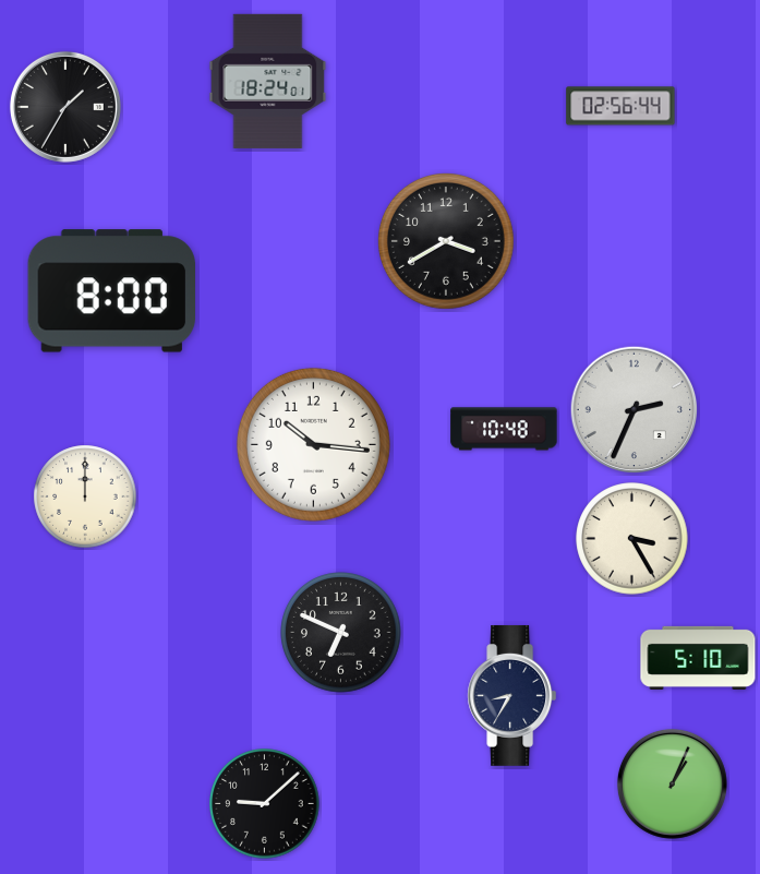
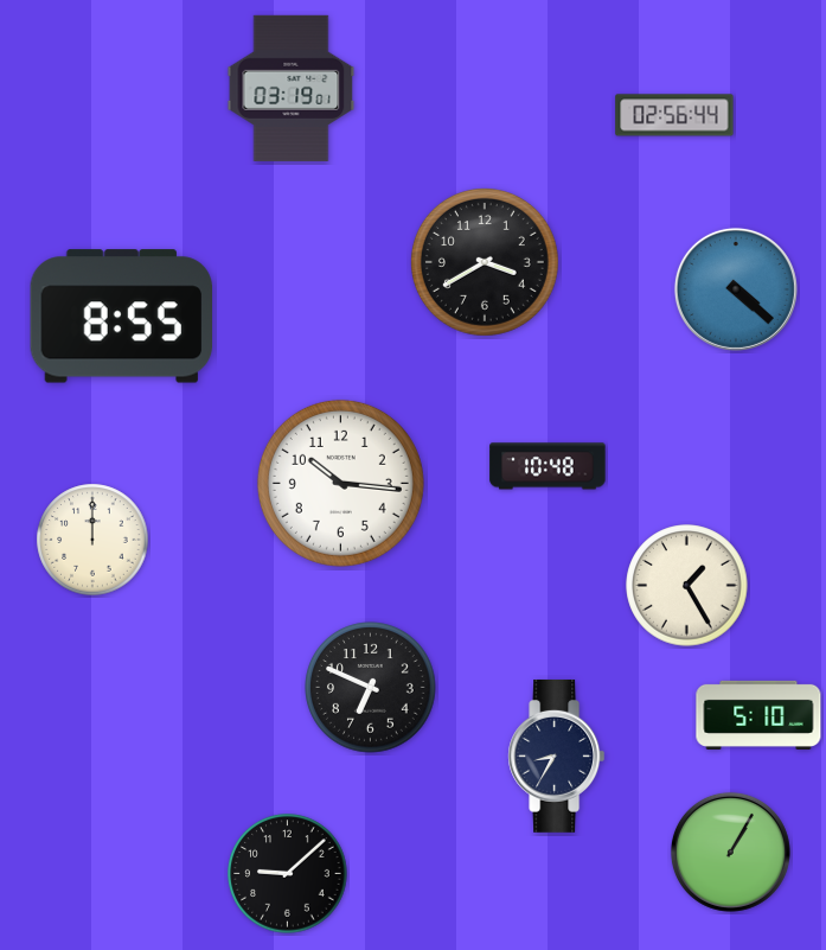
clock at (268, 81): 18:24 -> 03:19
clock at (65, 107): 1:35 -> none
clock at (736, 289): none -> 4:22
clock at (112, 291): 8:00 -> 8:55
clock at (635, 410): 2:34 -> none
clock at (632, 539): 3:25 -> 1:25
clock at (672, 783): 1:04 -> 1:05
